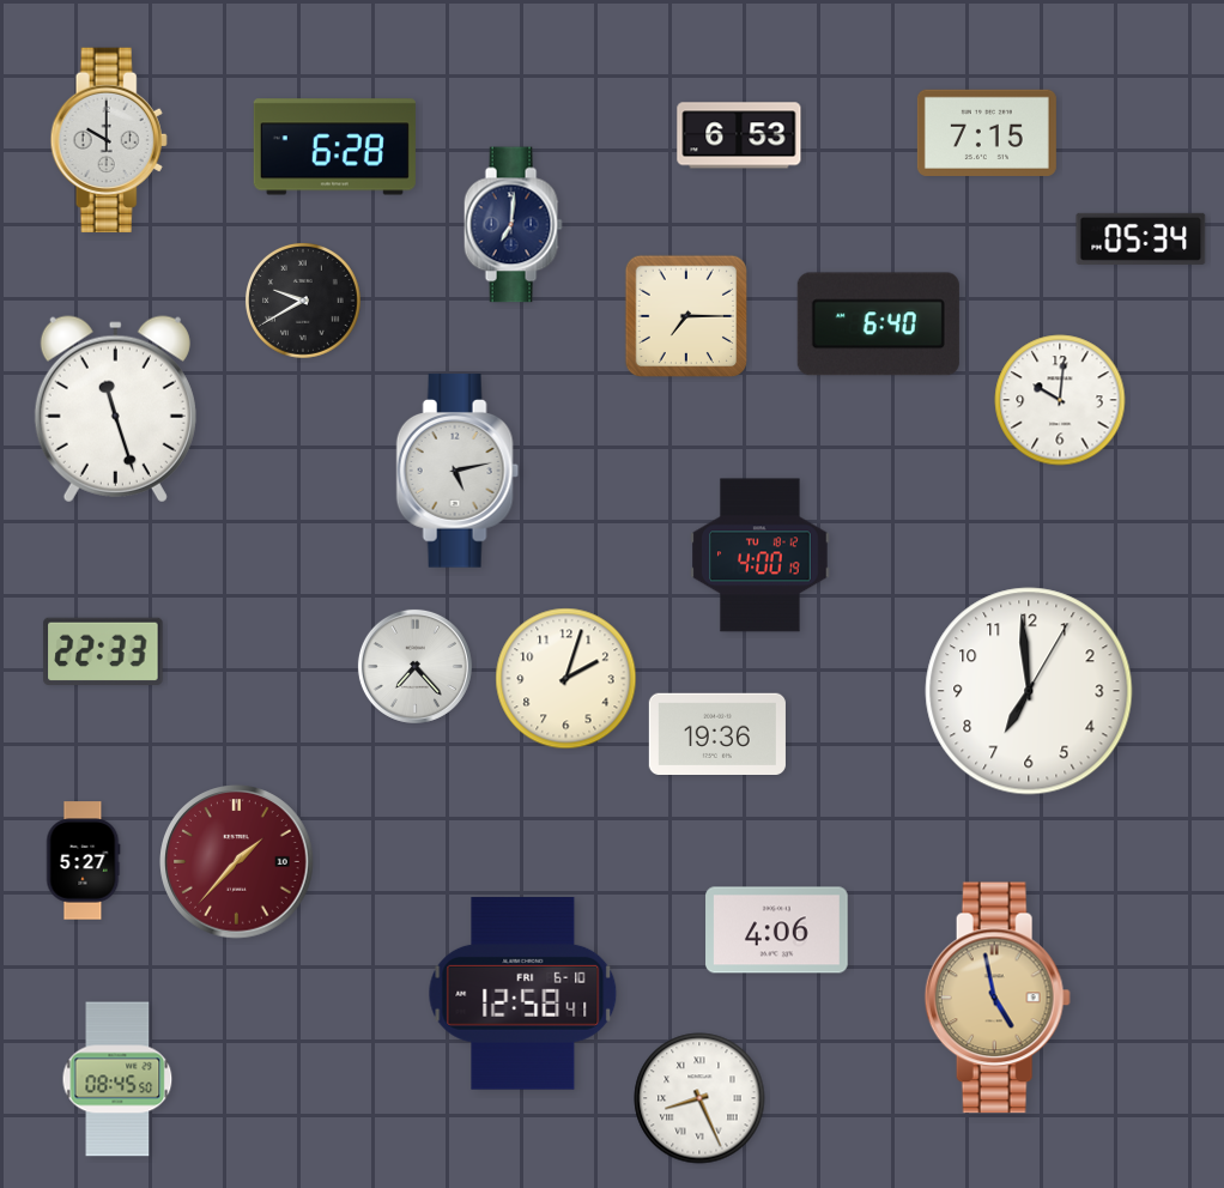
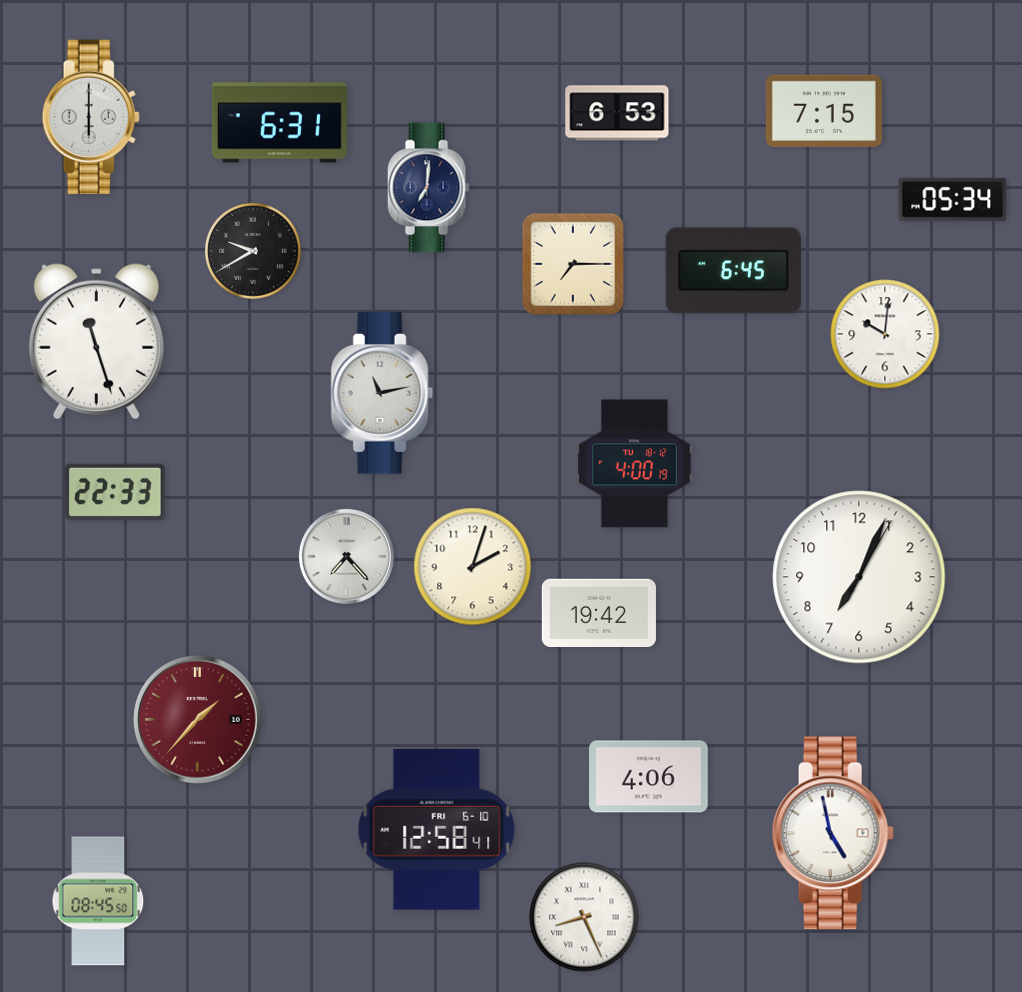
clock at (109, 139): 10:00 -> 6:00
clock at (334, 147): 6:28 -> 6:31
clock at (878, 325): 6:40 -> 6:45
clock at (458, 471): 5:13 -> 11:13
clock at (103, 650) position: (103, 650) -> (115, 491)
clock at (1029, 691): 6:59 -> 7:04
clock at (717, 733): 19:36 -> 19:42
clock at (83, 861): 5:27 -> none
clock at (998, 998) dial: champagne -> white
